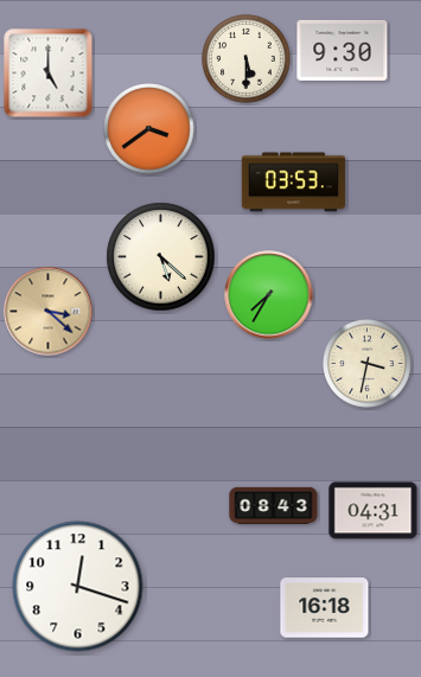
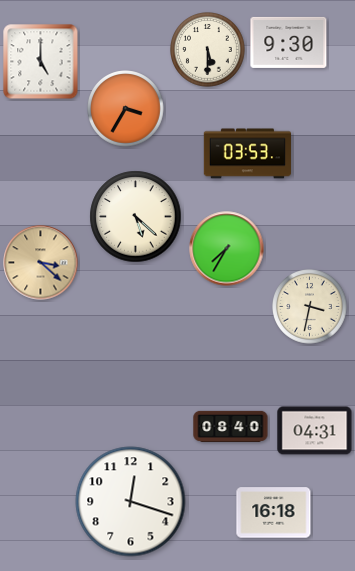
clock at (149, 129): 3:39 -> 3:35
clock at (274, 505): 08:43 -> 08:40
clock at (78, 587) position: (78, 587) -> (131, 502)
